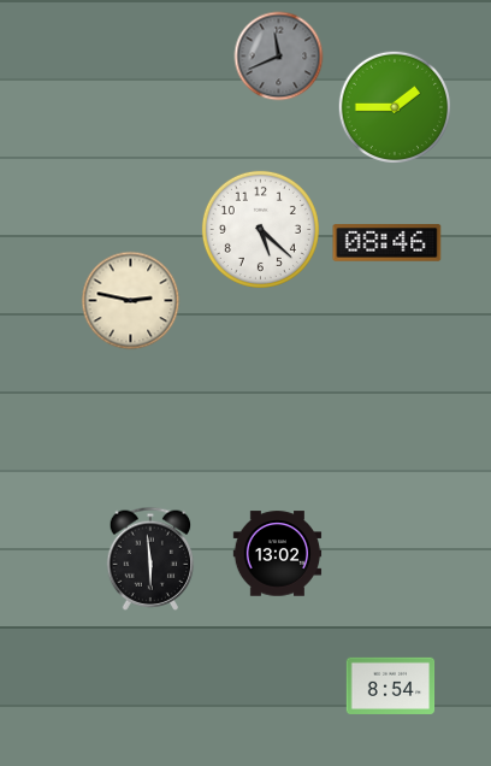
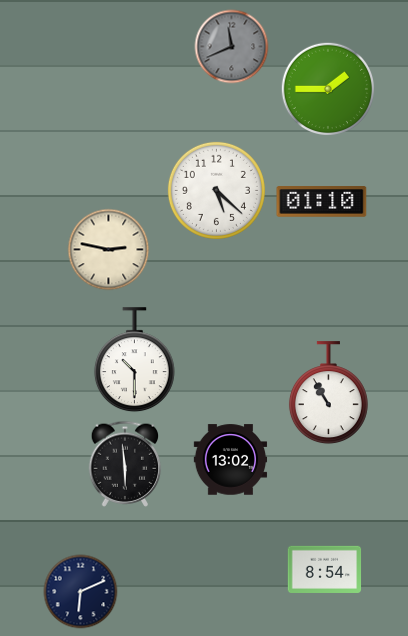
clock at (388, 243): 08:46 -> 01:10
clock at (134, 360): none -> 10:30
clock at (328, 393): none -> 10:55
clock at (81, 592): none -> 6:11
